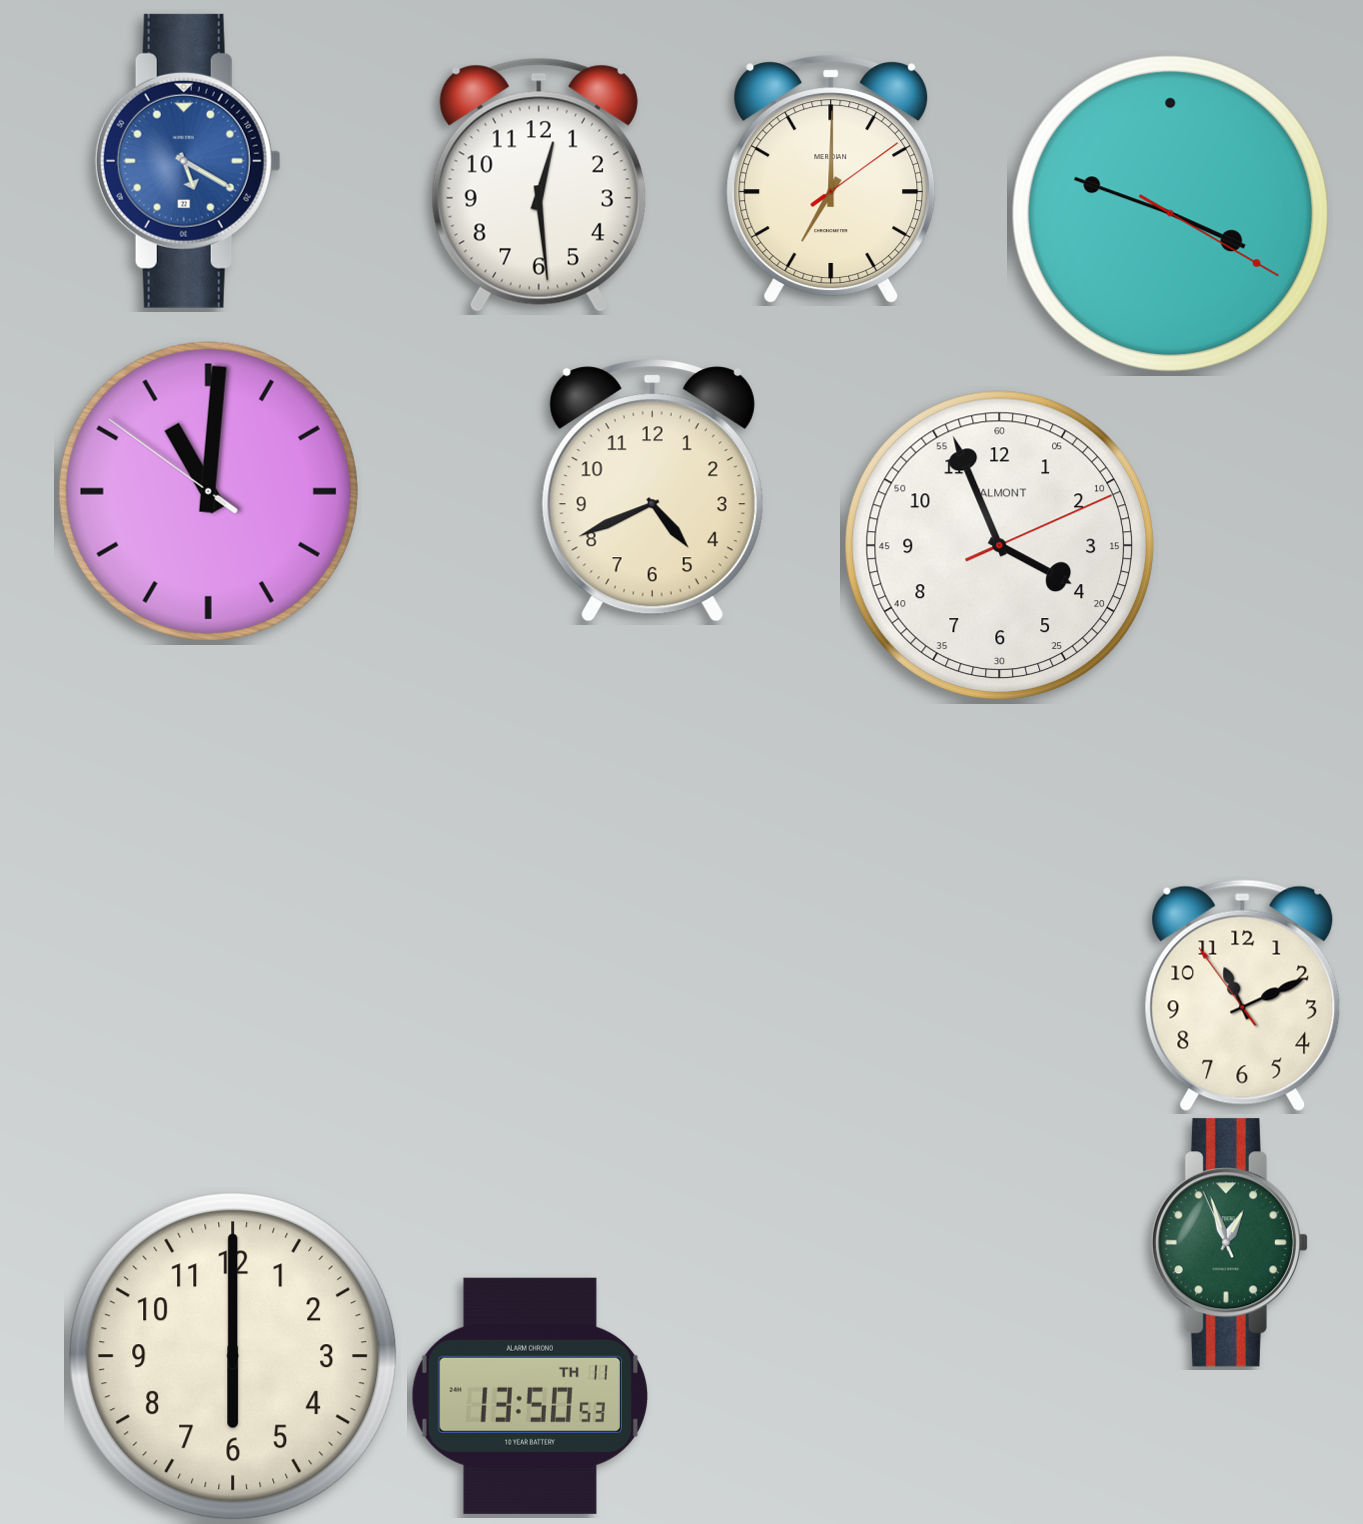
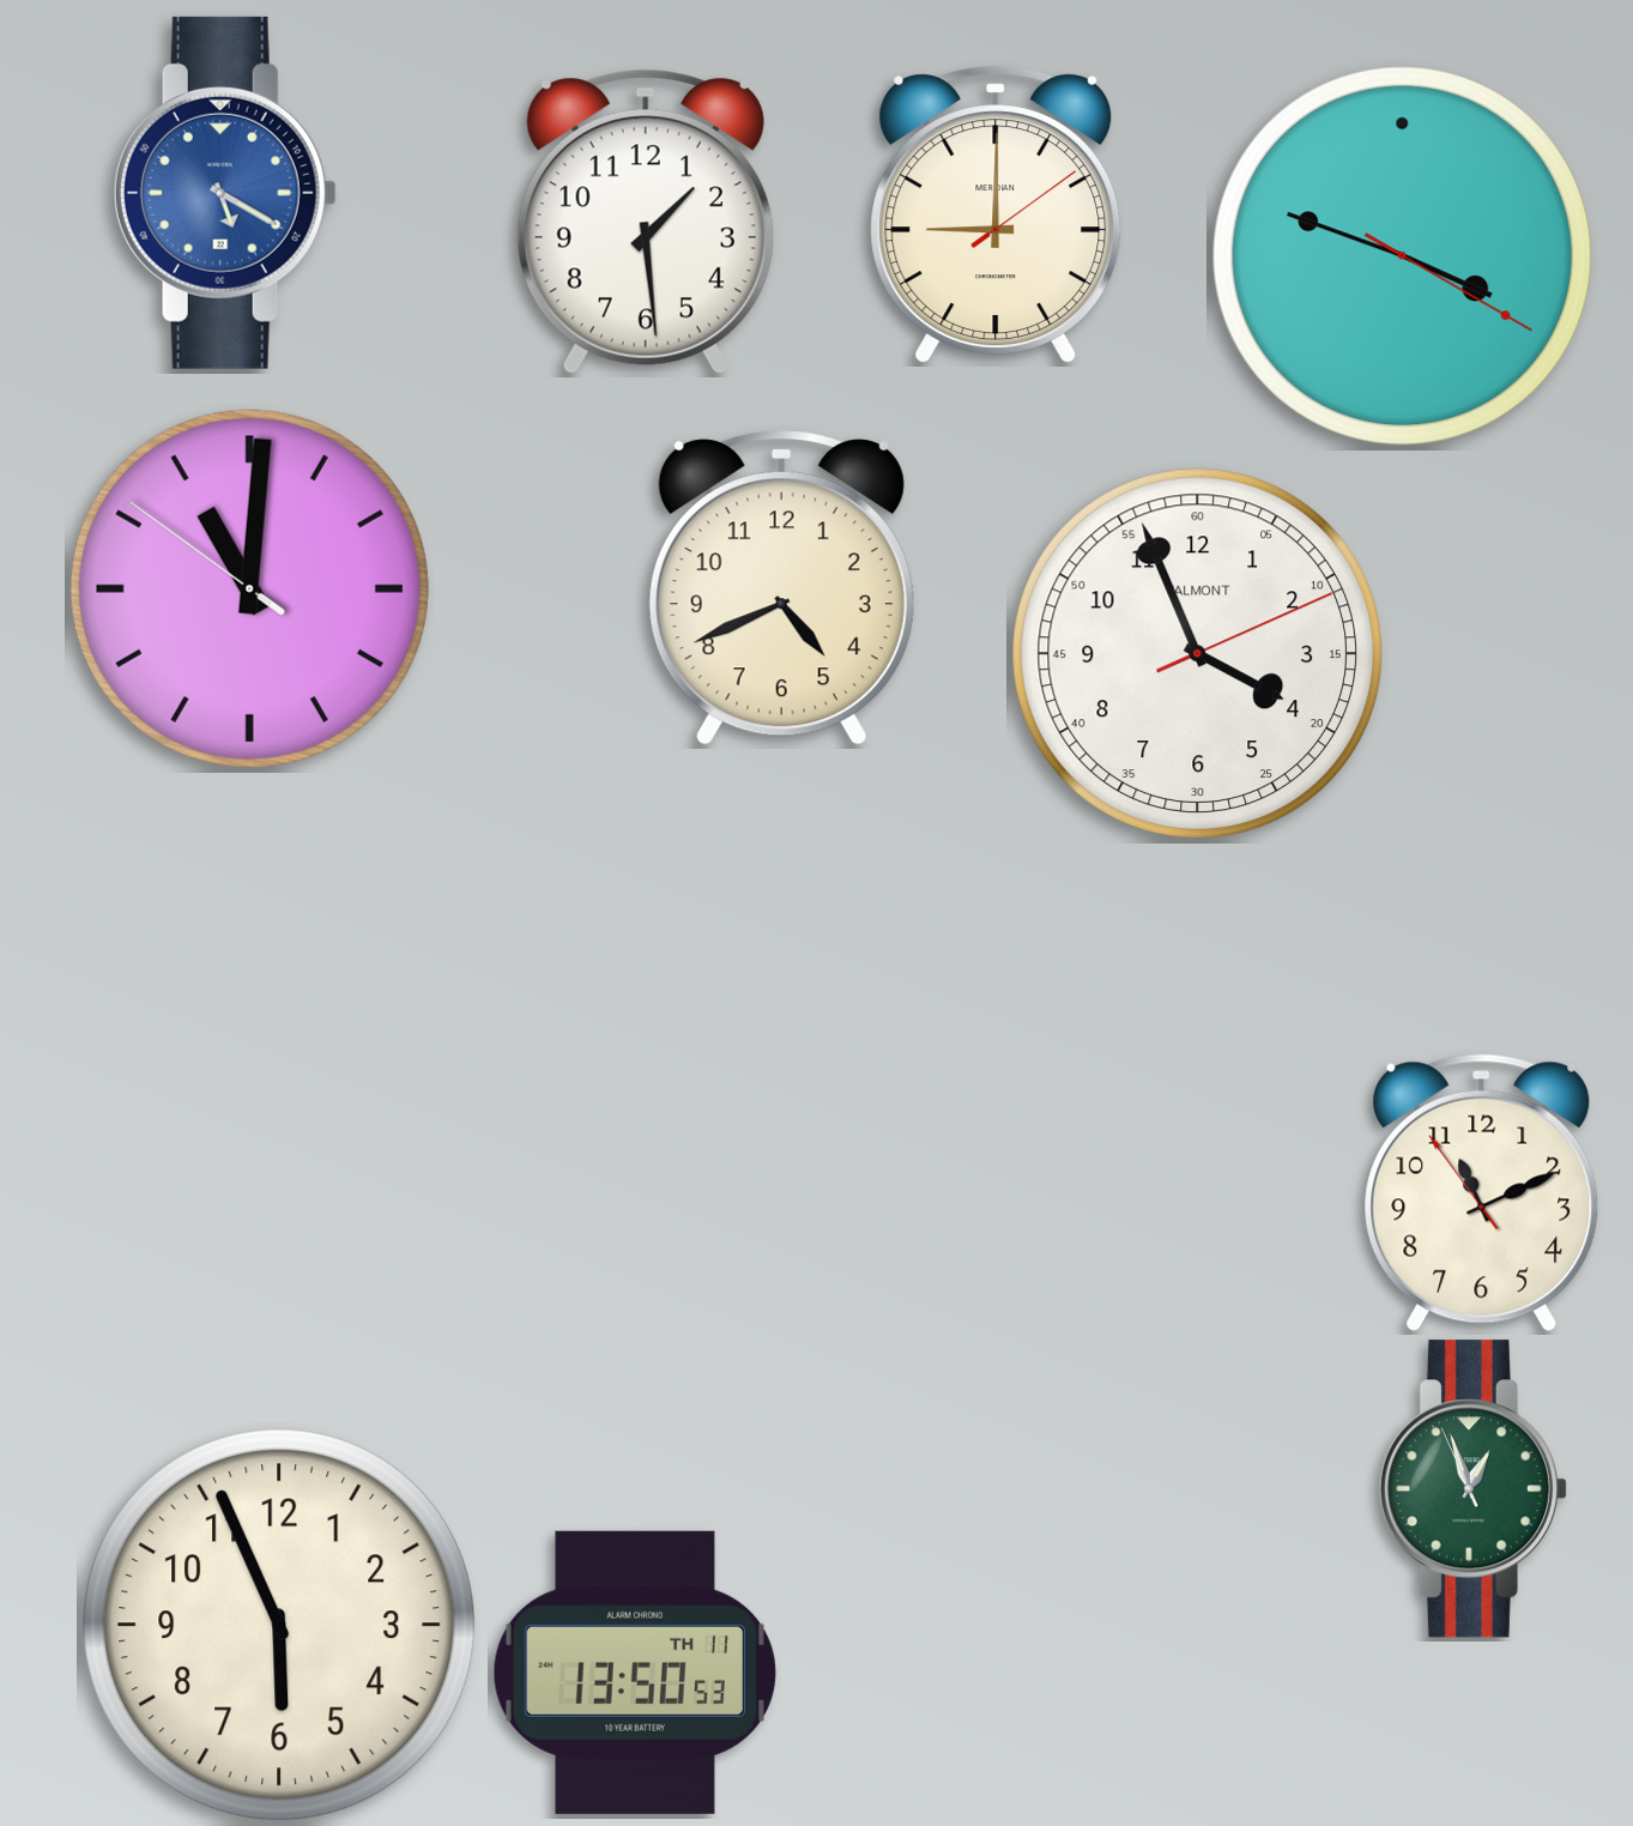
clock at (831, 178): 7:00 -> 9:00
clock at (539, 185): 12:29 -> 1:29
clock at (1243, 996) position: (1243, 996) -> (1482, 1193)
clock at (233, 1356): 6:00 -> 5:56
